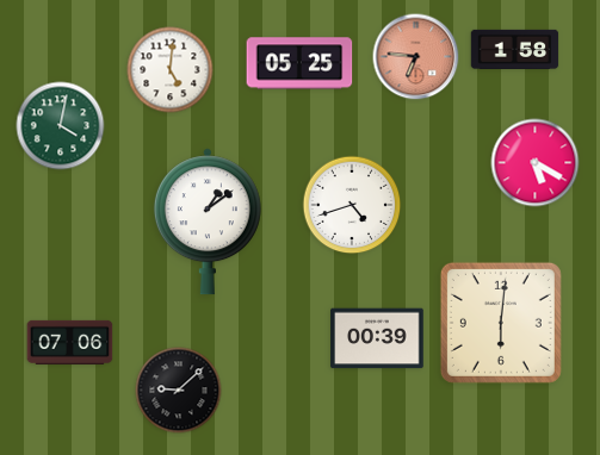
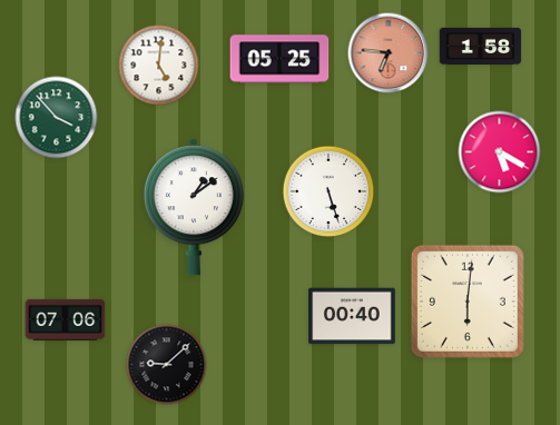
clock at (61, 126): 4:02 -> 3:53
clock at (352, 205): 4:42 -> 5:27
clock at (377, 338): 00:39 -> 00:40
